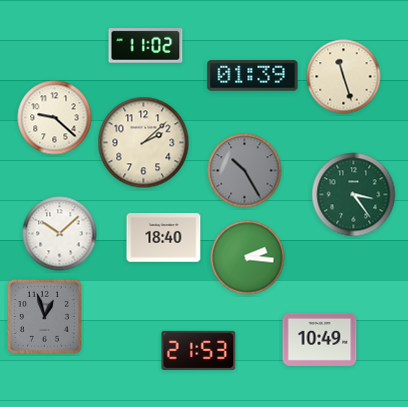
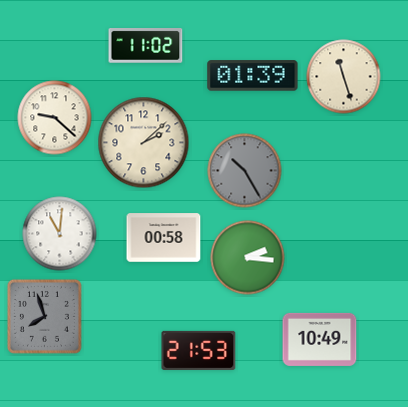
clock at (354, 195): 3:24 -> none
clock at (60, 234): 10:08 -> 11:01
clock at (164, 238): 18:40 -> 00:58
clock at (44, 316): 12:57 -> 7:57
